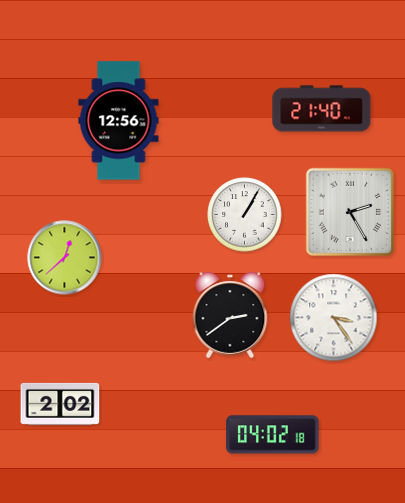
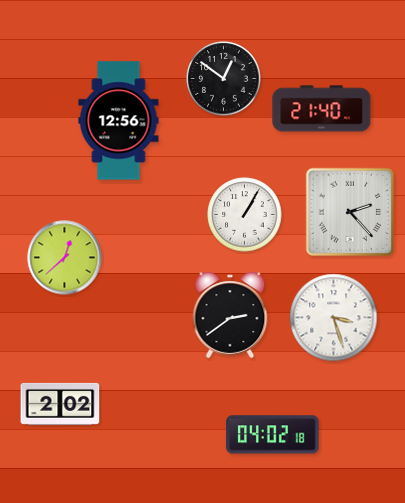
clock at (224, 79): none -> 12:51
clock at (349, 211): 2:25 -> 2:23
clock at (334, 318): 3:24 -> 3:27
